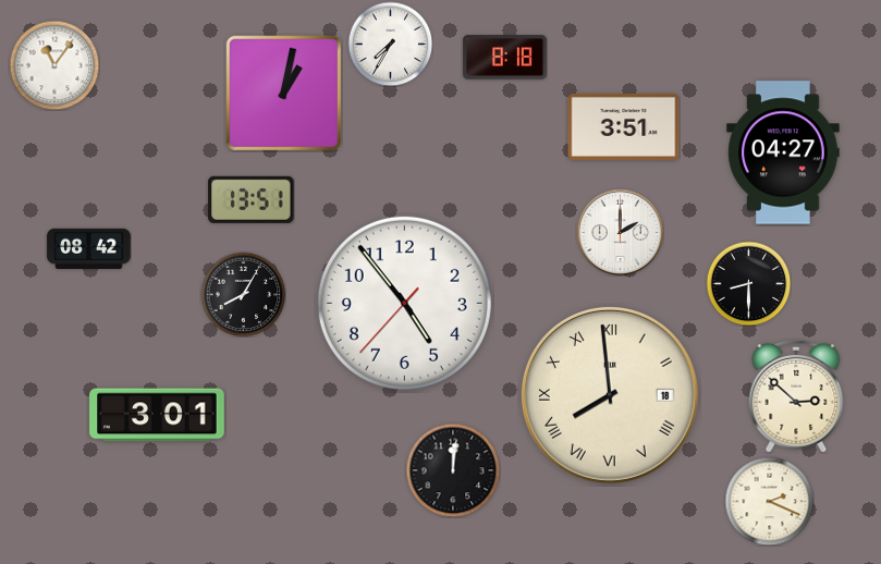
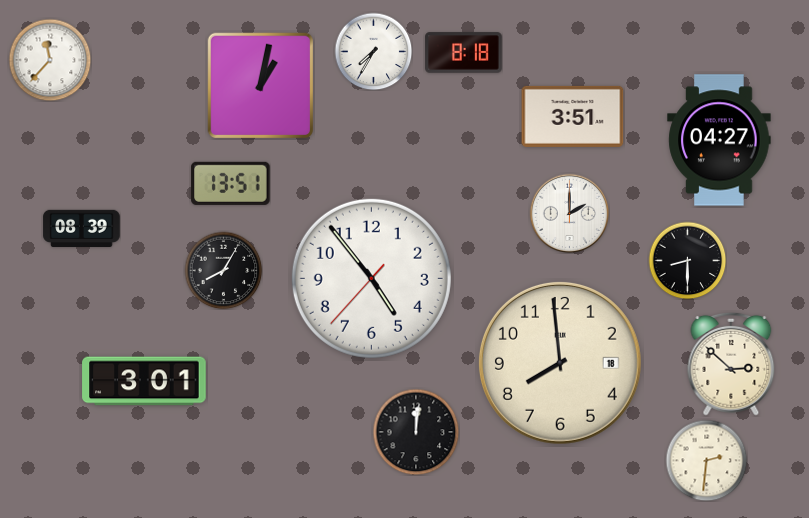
clock at (390, 44) position: (390, 44) -> (373, 51)
clock at (54, 65): 11:06 -> 11:37
clock at (89, 248): 08:42 -> 08:39
clock at (610, 395) numerals: Roman -> Arabic
clock at (769, 501): 2:19 -> 2:31
